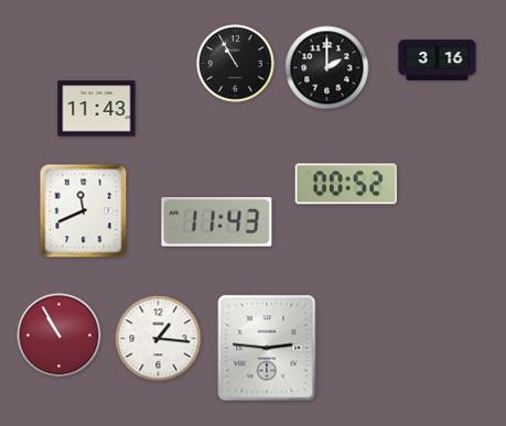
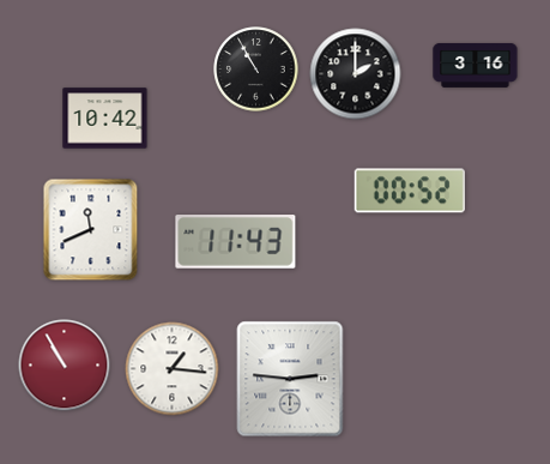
clock at (97, 109): 11:43 -> 10:42
clock at (346, 184) position: (346, 184) -> (410, 191)
